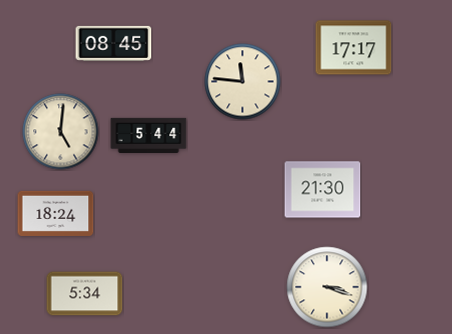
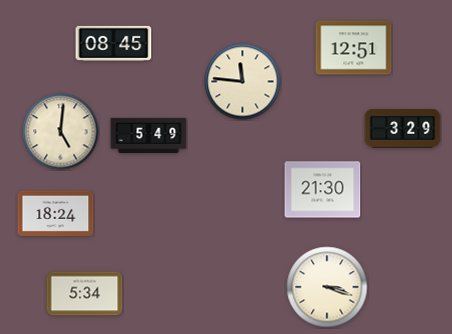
clock at (354, 48): 17:17 -> 12:51
clock at (403, 129): none -> 3:29
clock at (149, 135): 5:44 -> 5:49
